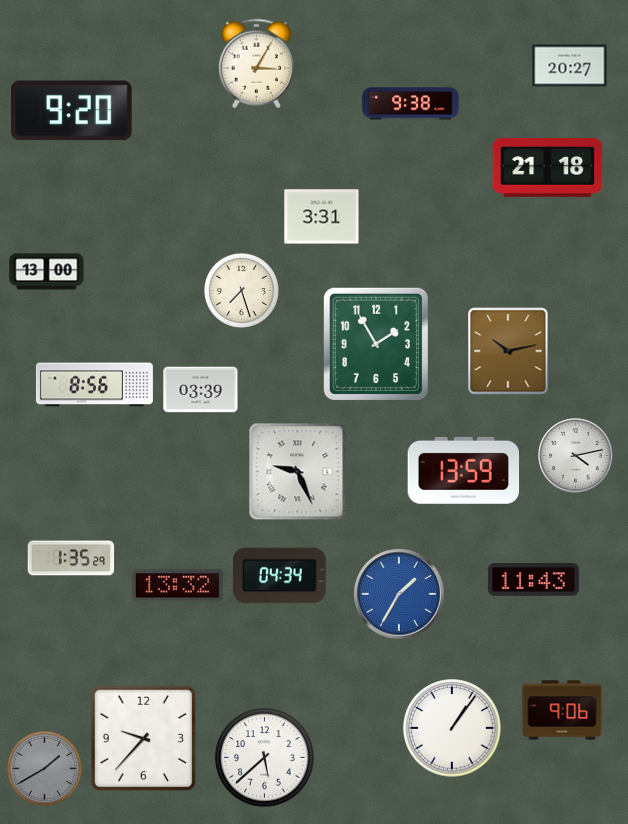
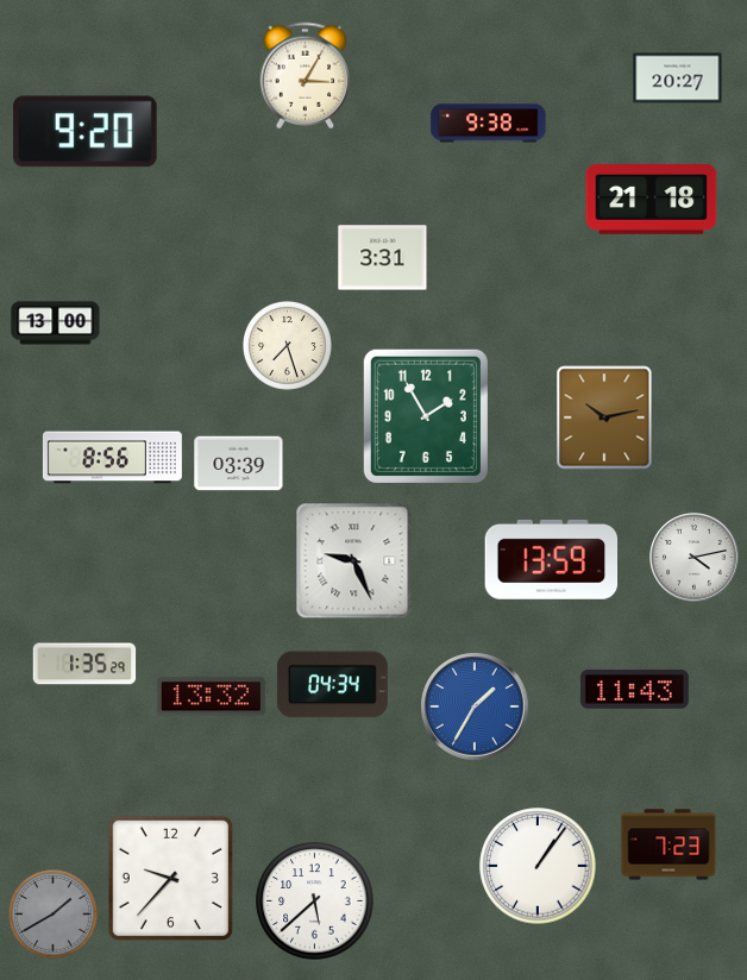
clock at (376, 344) position: (376, 344) -> (426, 416)
clock at (576, 456) position: (576, 456) -> (695, 558)
clock at (562, 710): 9:06 -> 7:23
